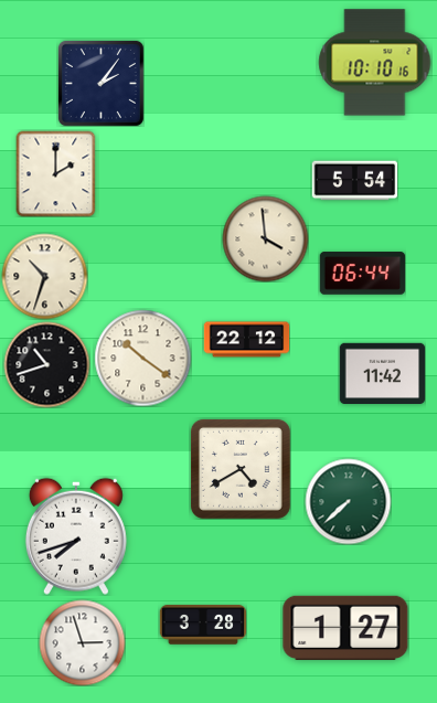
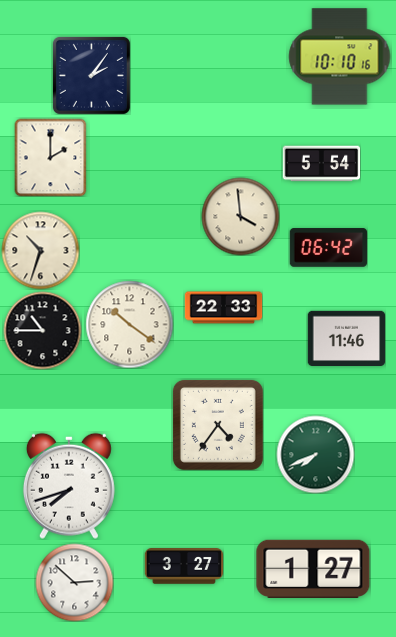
clock at (362, 274): 06:44 -> 06:42
clock at (246, 340): 22:12 -> 22:33
clock at (46, 364): 10:42 -> 10:45
clock at (382, 374): 11:42 -> 11:46
clock at (241, 469): 4:40 -> 4:36
clock at (348, 501): 7:38 -> 7:41
clock at (203, 625): 3:28 -> 3:27
clock at (82, 642): 2:57 -> 2:52
